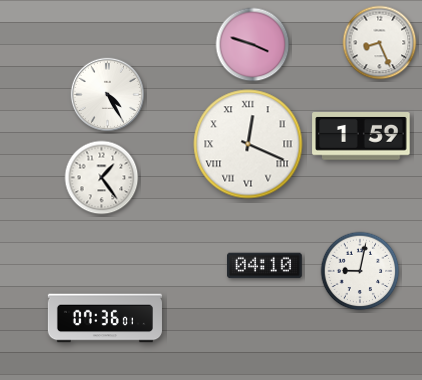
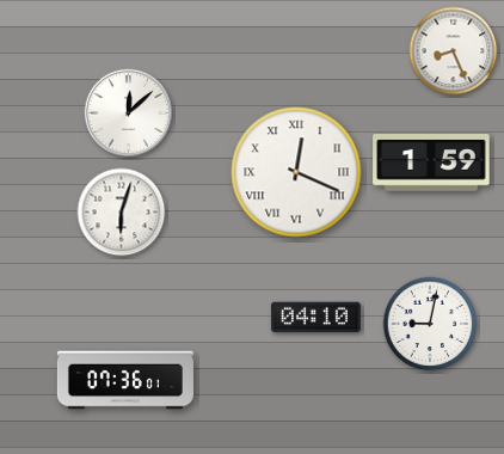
clock at (253, 45): 3:48 -> none
clock at (108, 95): 4:25 -> 12:08
clock at (102, 178): 1:24 -> 6:03
